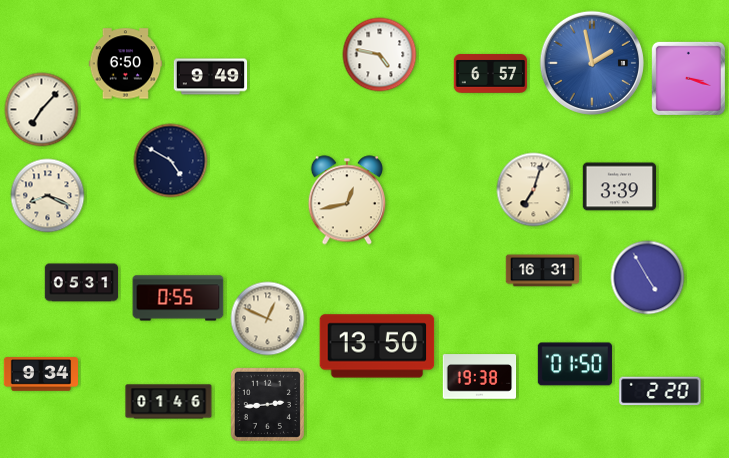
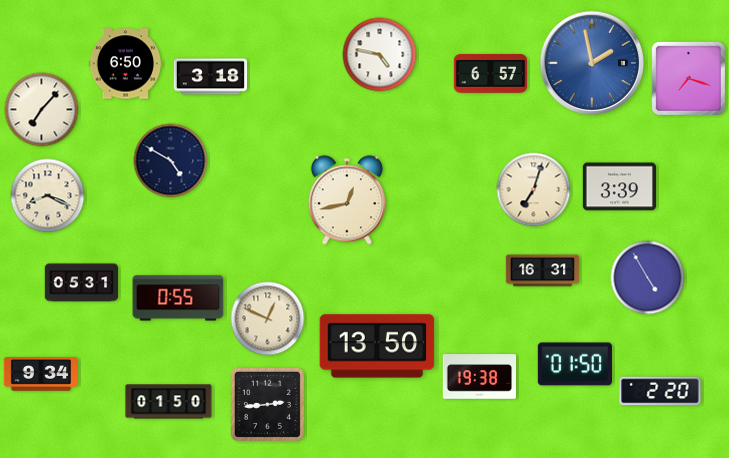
clock at (211, 77): 9:49 -> 3:18
clock at (688, 78): 3:18 -> 7:18
clock at (169, 402): 01:46 -> 01:50
